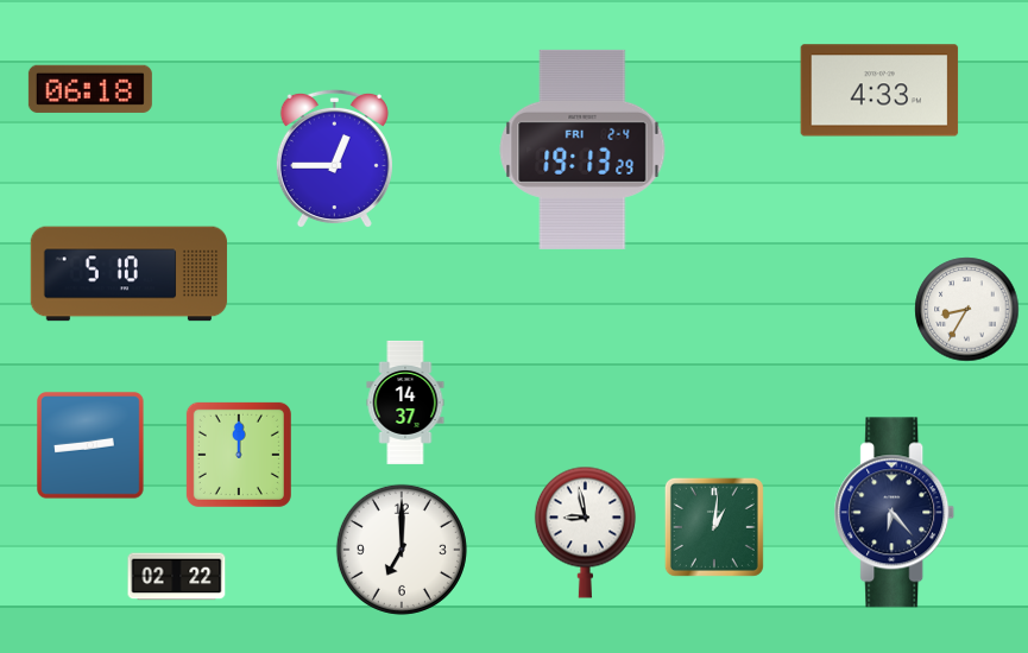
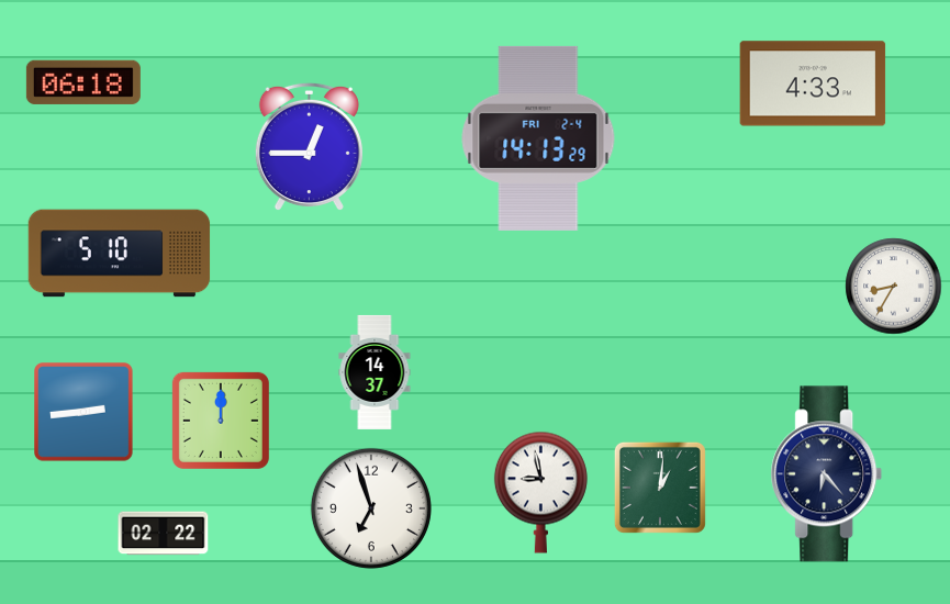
clock at (582, 150): 19:13 -> 14:13
clock at (402, 550): 7:00 -> 6:57
